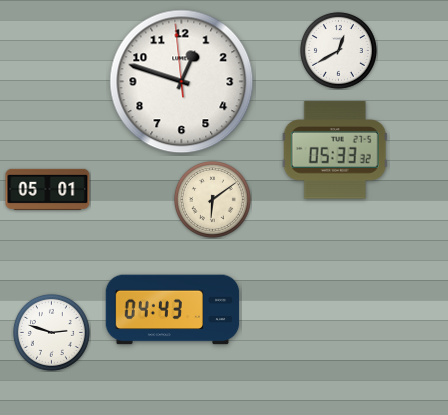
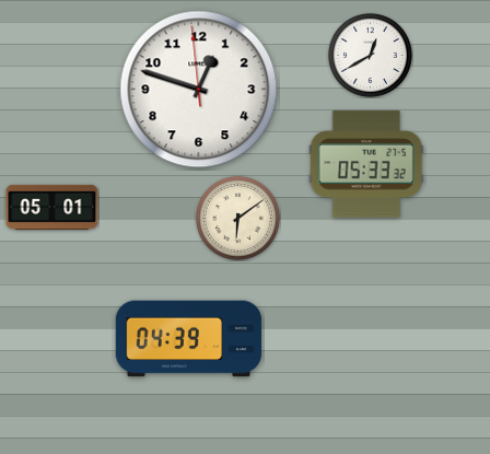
clock at (212, 199) position: (212, 199) -> (237, 218)
clock at (173, 310): 04:43 -> 04:39
clock at (51, 332): 2:48 -> none
